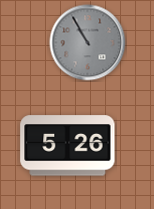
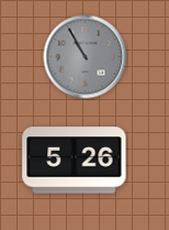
clock at (88, 43) position: (88, 43) -> (86, 57)
